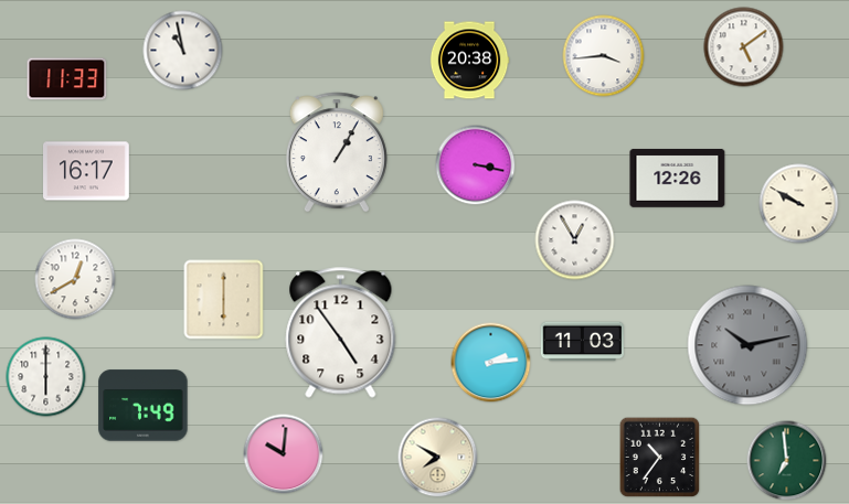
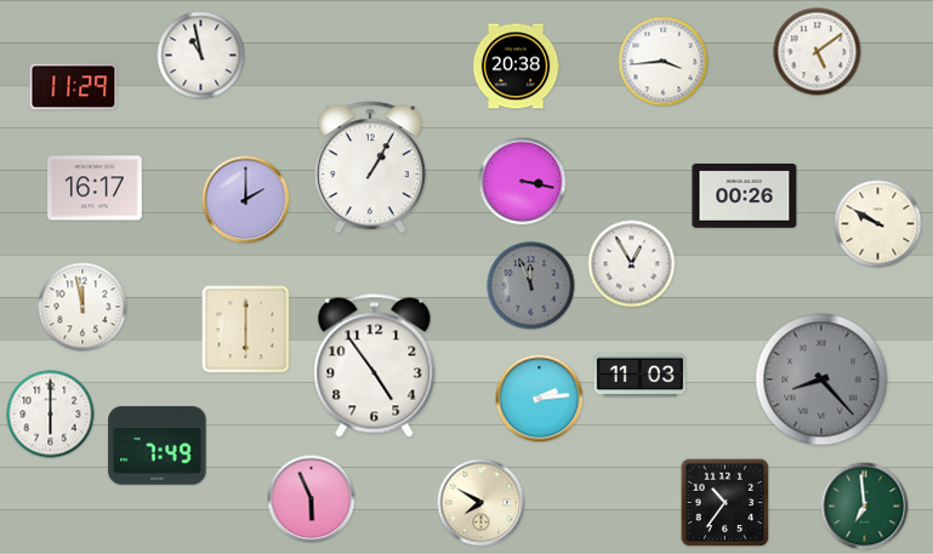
clock at (67, 79): 11:33 -> 11:29
clock at (678, 178): 12:26 -> 00:26
clock at (246, 200): none -> 2:00
clock at (531, 286): none -> 11:56
clock at (75, 279): 12:40 -> 11:58
clock at (747, 345): 10:13 -> 8:23
clock at (284, 454): 10:01 -> 5:56
